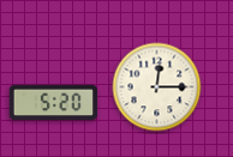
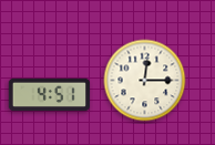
clock at (54, 103): 5:20 -> 4:51
